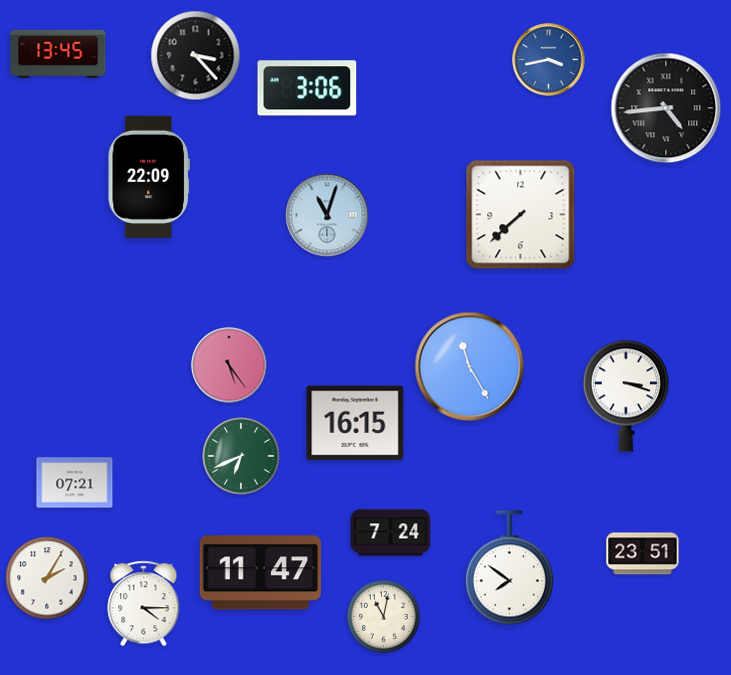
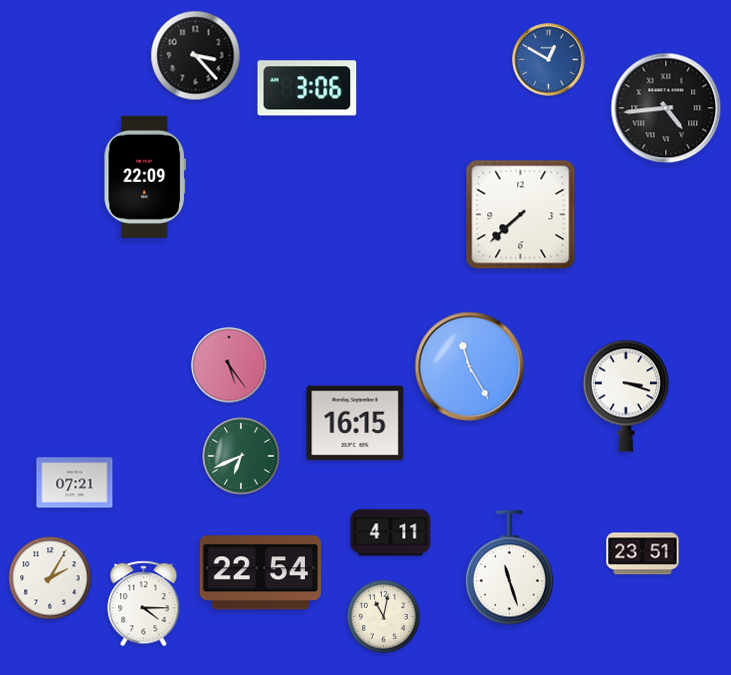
clock at (58, 54): 13:45 -> none
clock at (549, 60): 3:43 -> 12:50
clock at (148, 177) position: (148, 177) -> (144, 177)
clock at (327, 215): 11:03 -> none
clock at (391, 533): 7:24 -> 4:11
clock at (509, 568): 7:51 -> 11:27
clock at (260, 573): 11:47 -> 22:54
clock at (47, 578) position: (47, 578) -> (50, 578)
